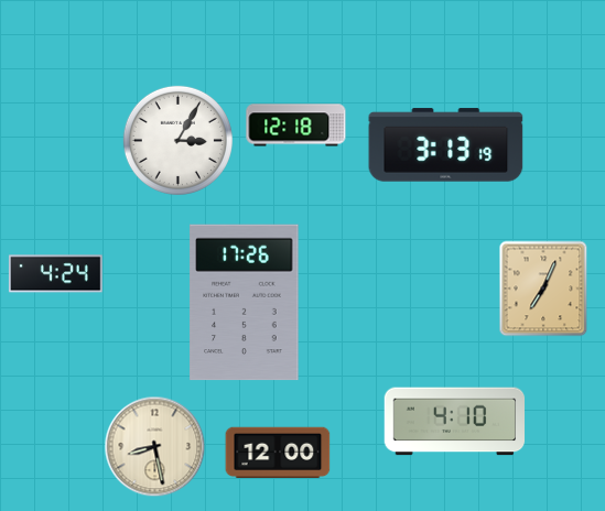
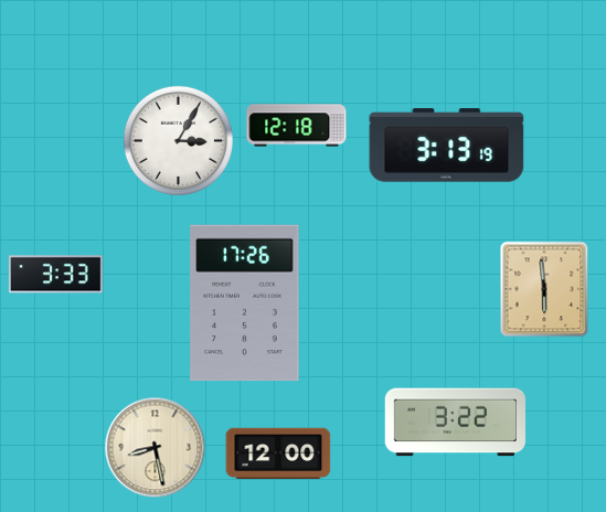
clock at (55, 274): 4:24 -> 3:33
clock at (543, 289): 7:04 -> 5:59
clock at (455, 422): 4:10 -> 3:22
